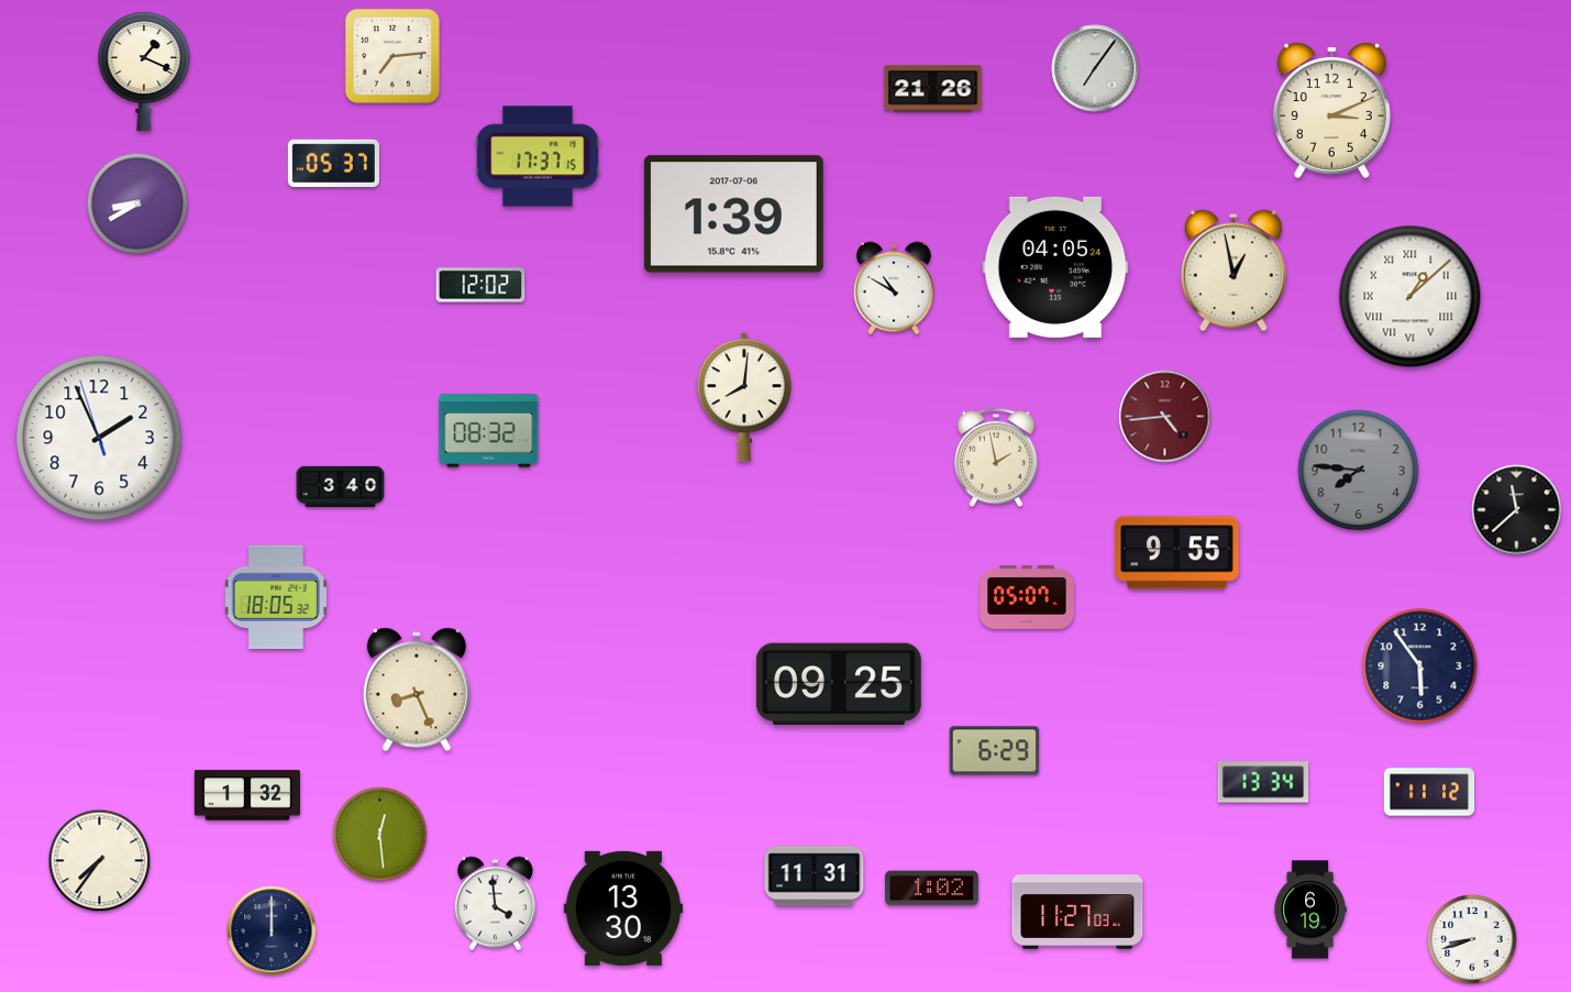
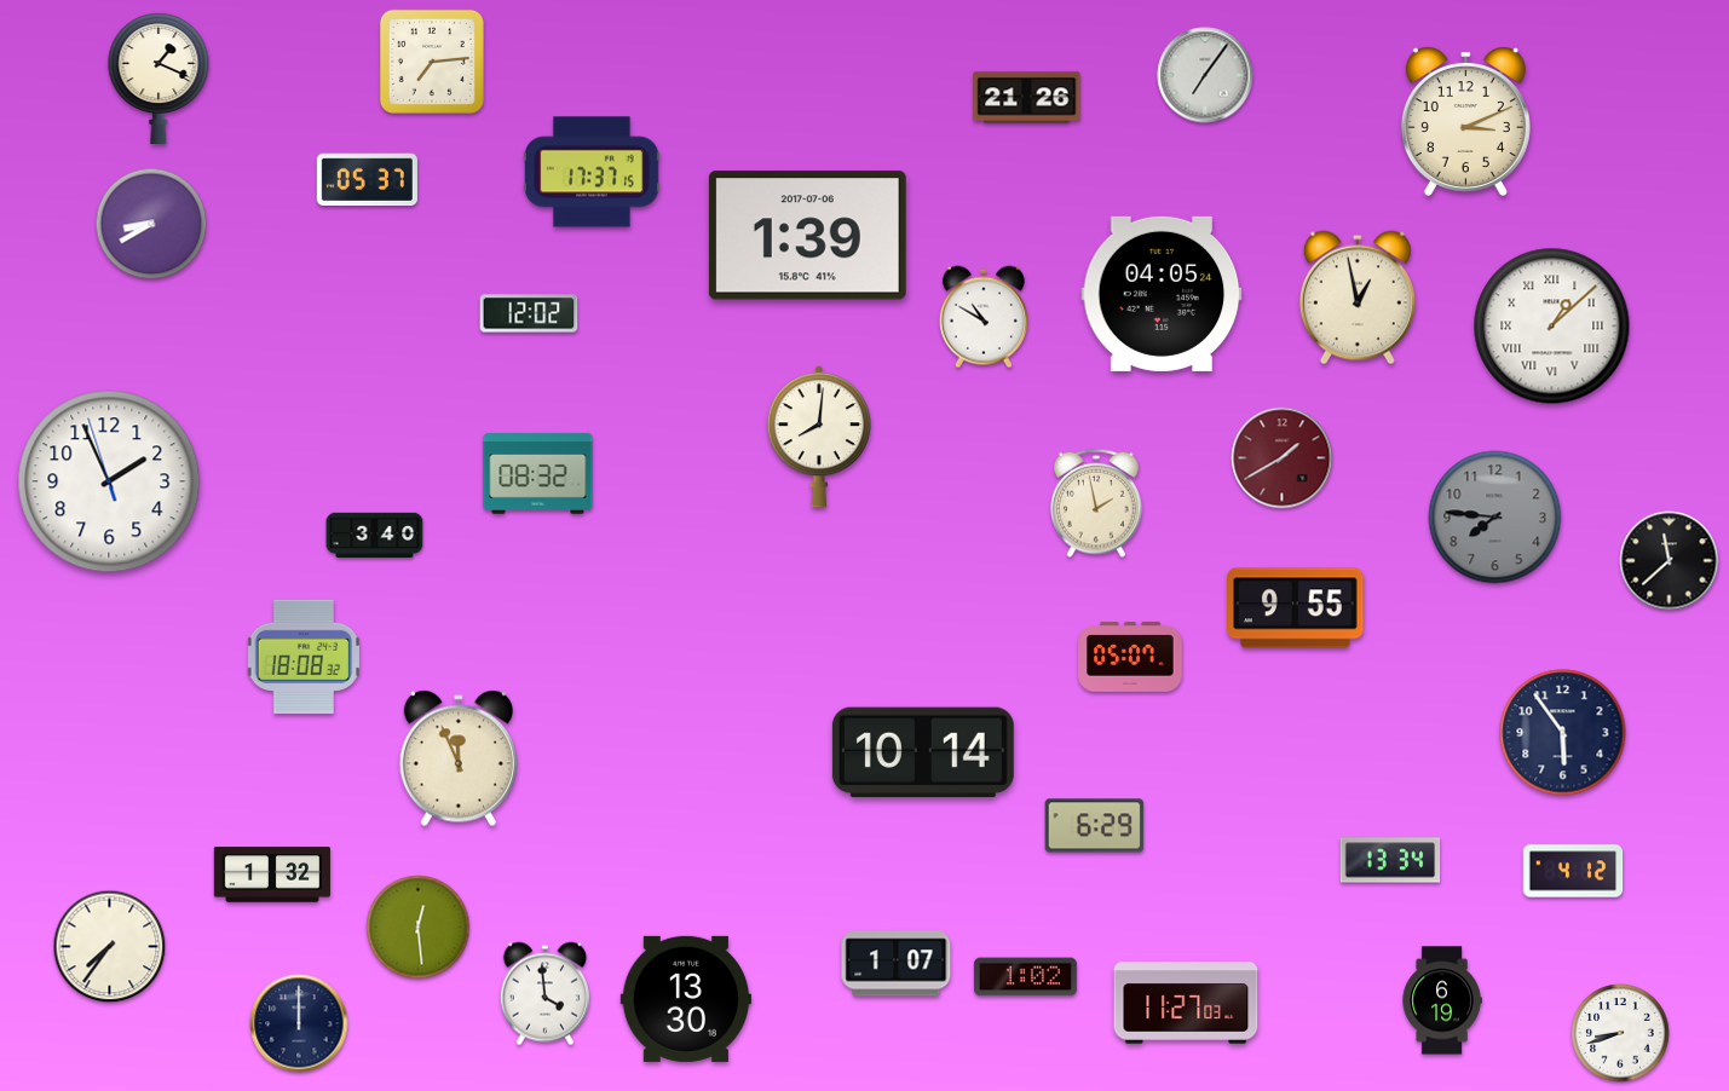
clock at (1165, 417): 4:44 -> 1:40
clock at (276, 597): 18:05 -> 18:08
clock at (839, 684): 09:25 -> 10:14
clock at (417, 690): 8:26 -> 11:56
clock at (1429, 792): 11:12 -> 4:12
clock at (380, 835) position: (380, 835) -> (419, 928)
clock at (815, 877): 11:31 -> 1:07
